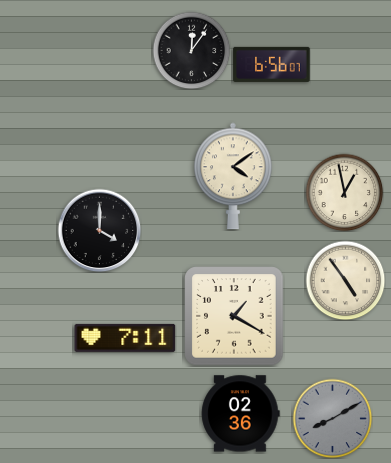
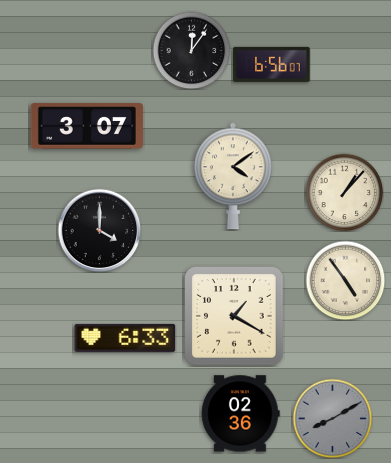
clock at (87, 126): none -> 3:07
clock at (344, 192): 12:58 -> 1:07
clock at (125, 338): 7:11 -> 6:33
